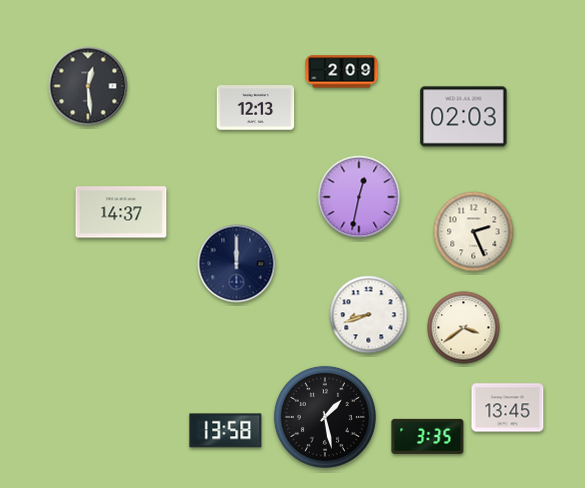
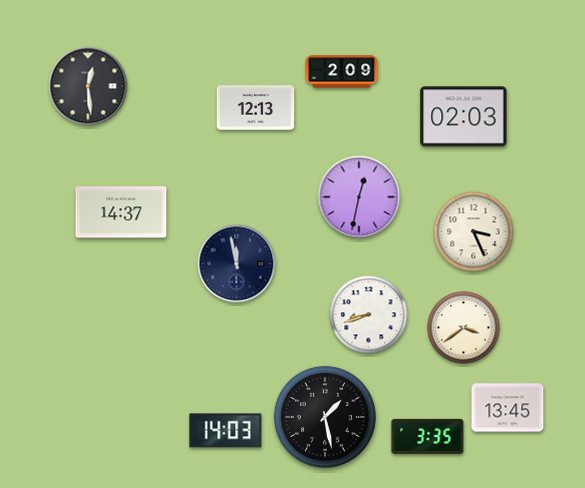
clock at (474, 232): 2:26 -> 3:26
clock at (237, 264): 12:00 -> 11:58
clock at (226, 431): 13:58 -> 14:03
